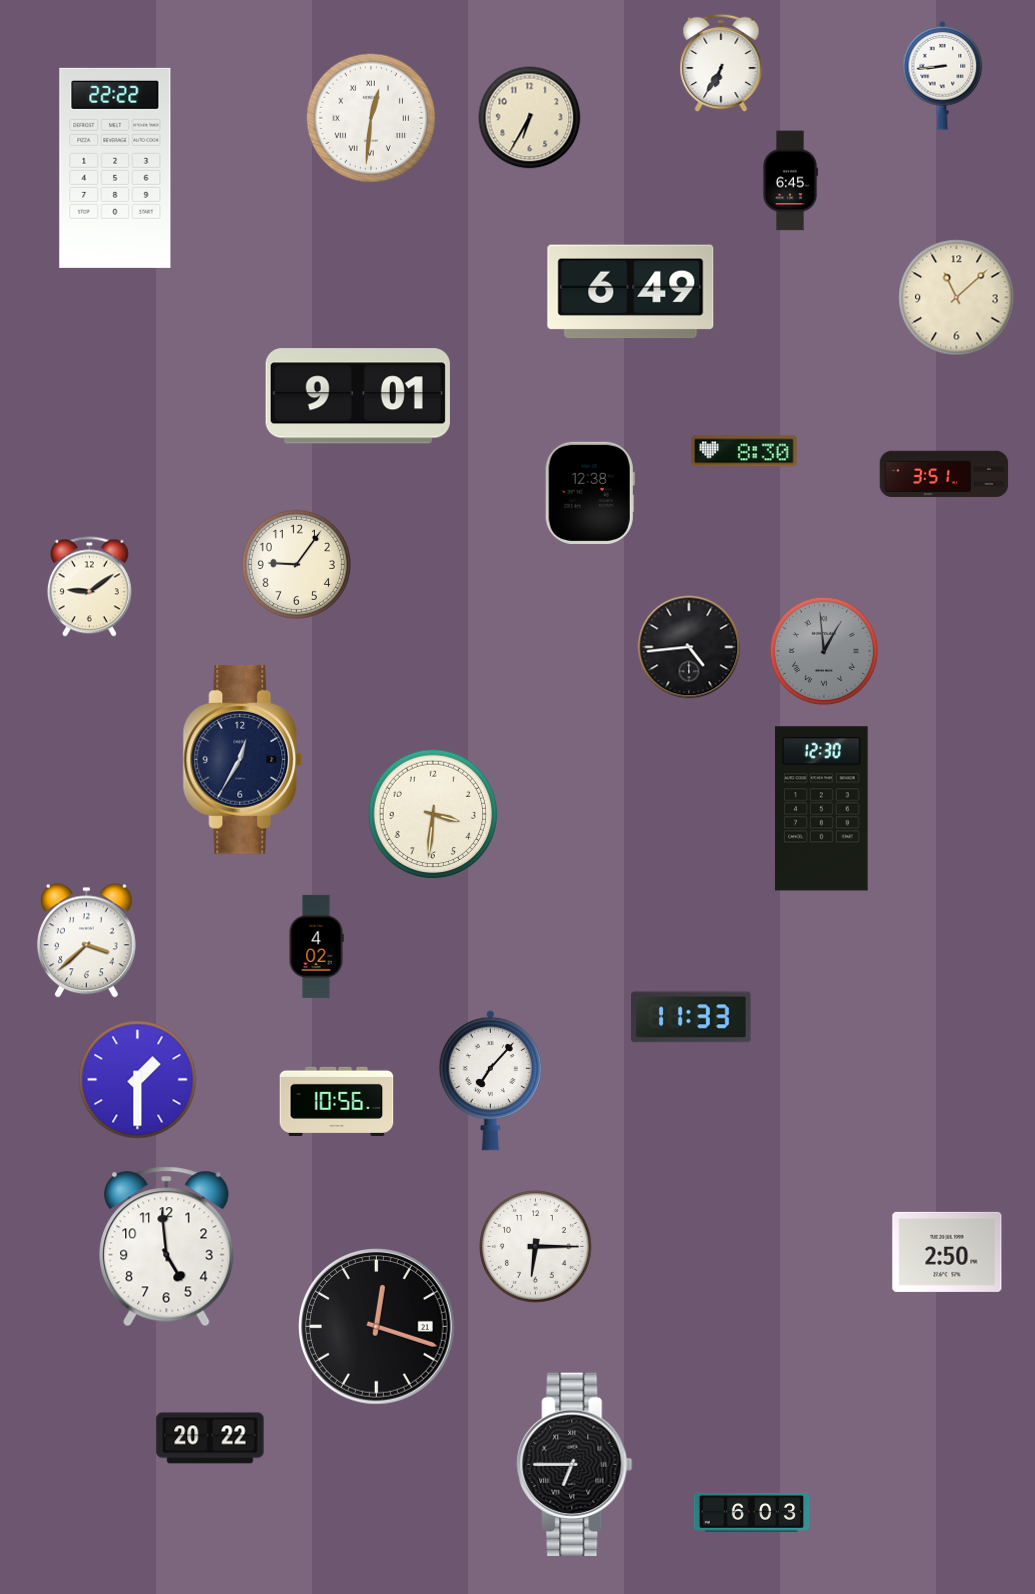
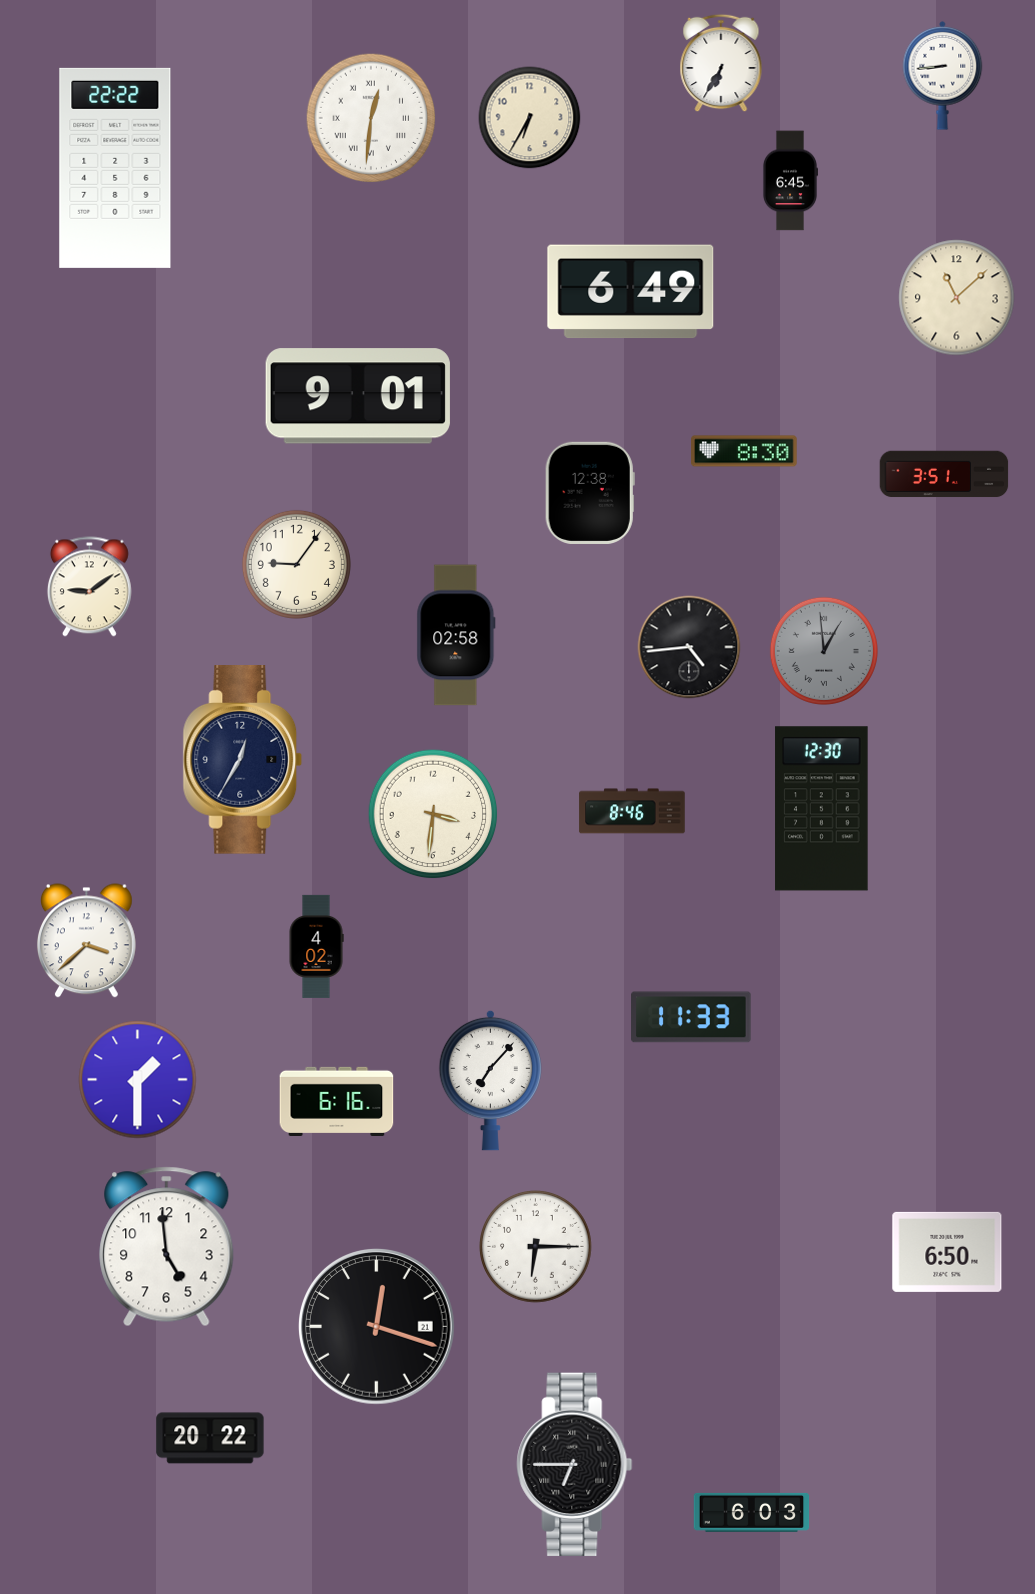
clock at (456, 635): none -> 02:58
clock at (632, 811): none -> 8:46
clock at (337, 1101): 10:56 -> 6:16
clock at (947, 1252): 2:50 -> 6:50
